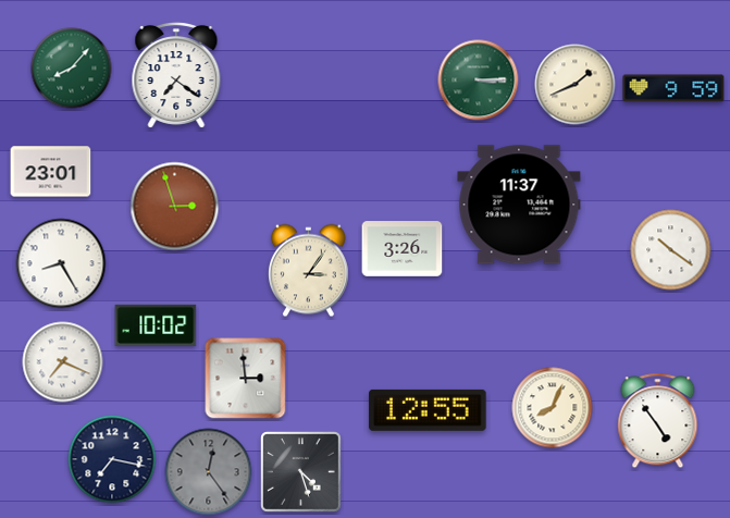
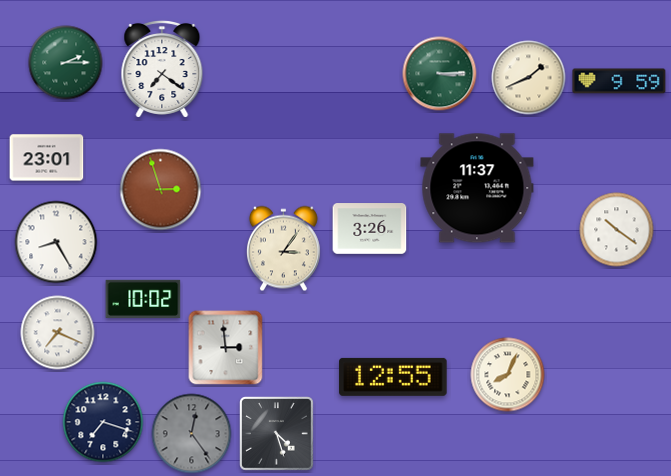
clock at (72, 69): 8:07 -> 2:15
clock at (658, 421): 4:54 -> none
clock at (112, 459): 7:17 -> 7:18
